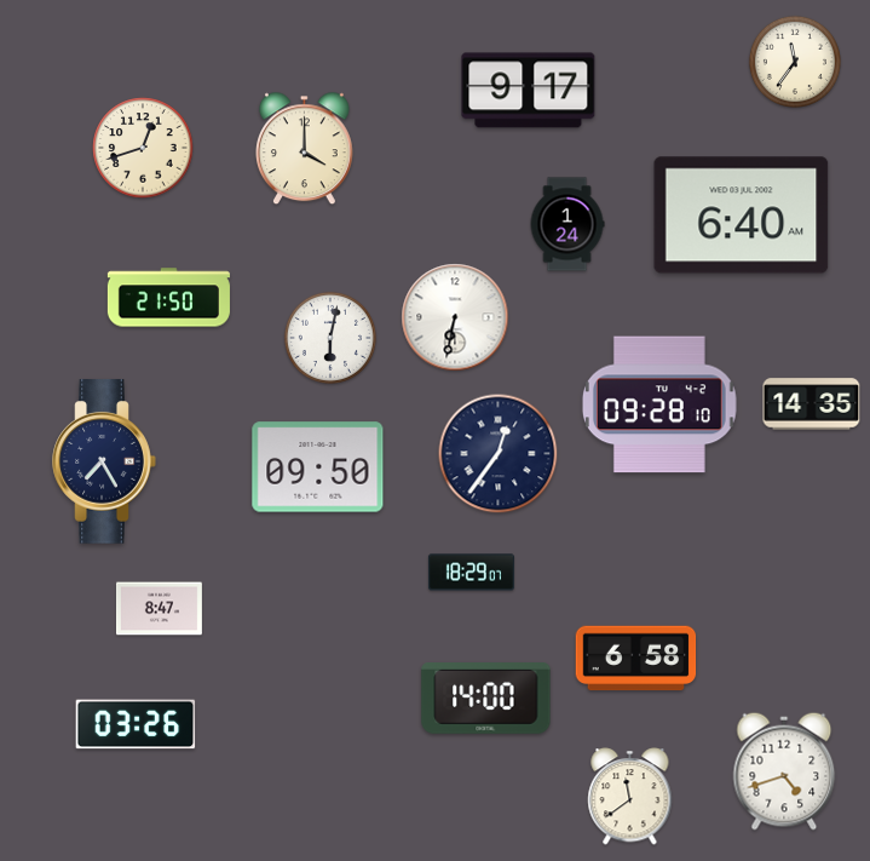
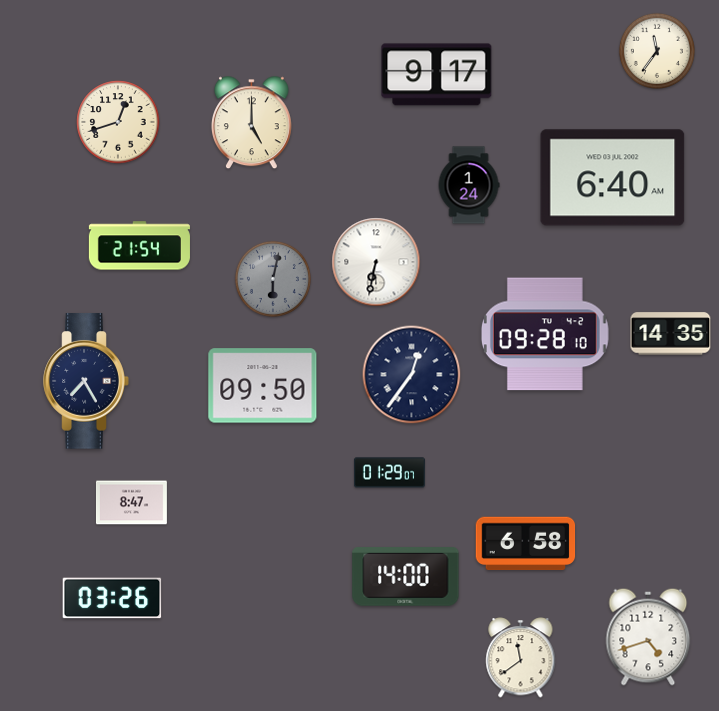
clock at (304, 149): 4:00 -> 5:00
clock at (168, 298): 21:50 -> 21:54
clock at (330, 338) dial: white -> grey
clock at (471, 573): 18:29 -> 01:29
clock at (486, 699) position: (486, 699) -> (406, 577)
